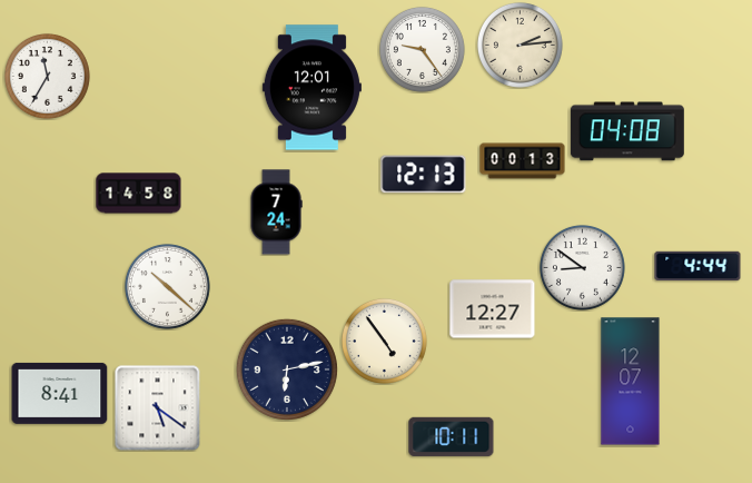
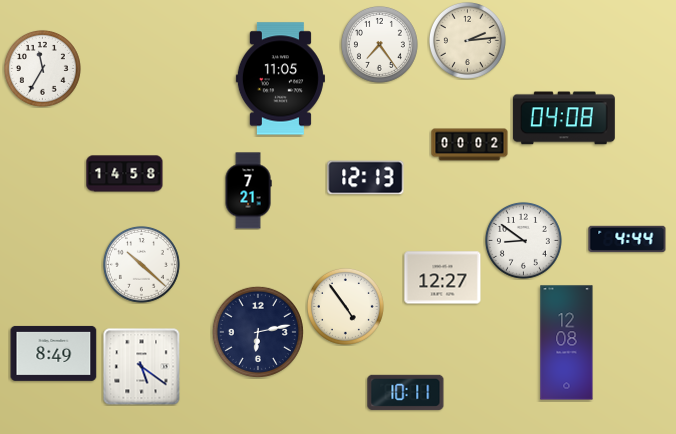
clock at (422, 49): 9:24 -> 7:24
clock at (311, 88): 12:01 -> 11:05
clock at (523, 161): 00:13 -> 00:02
clock at (424, 175) position: (424, 175) -> (366, 178)
clock at (276, 213): 7:24 -> 7:21
clock at (167, 286) position: (167, 286) -> (141, 264)
clock at (631, 382): 12:07 -> 12:08
clock at (60, 393): 8:41 -> 8:49
